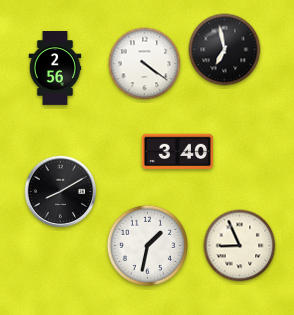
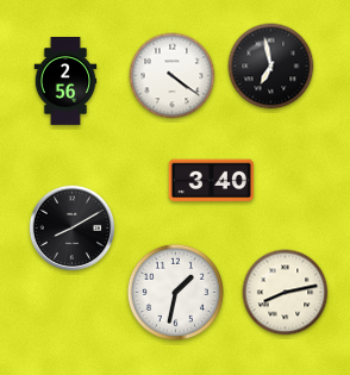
clock at (225, 50) position: (225, 50) -> (271, 67)
clock at (240, 246): 8:56 -> 8:13
